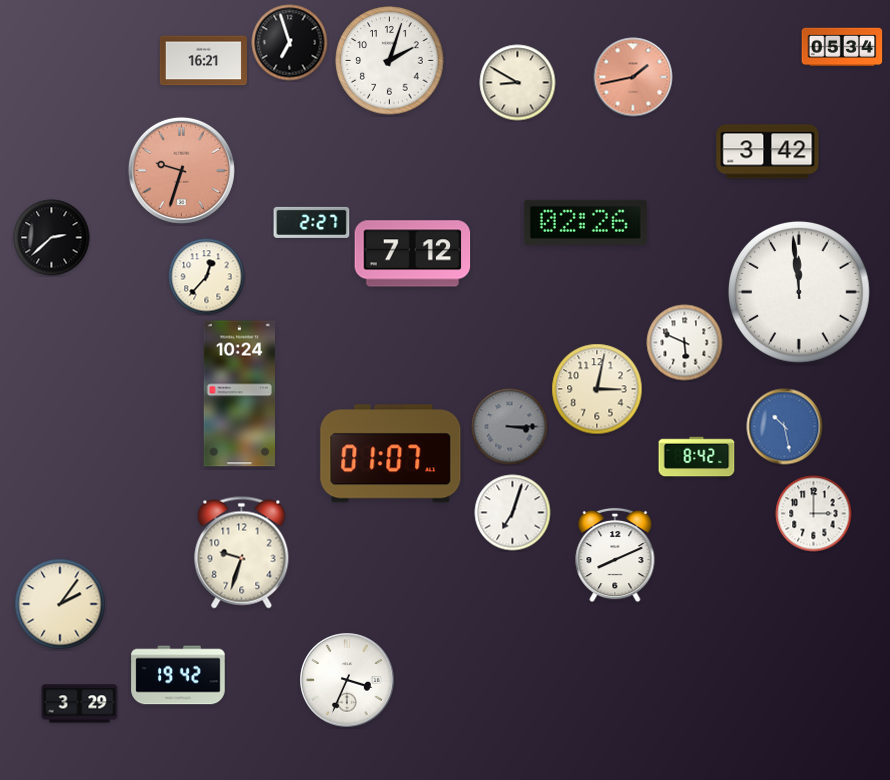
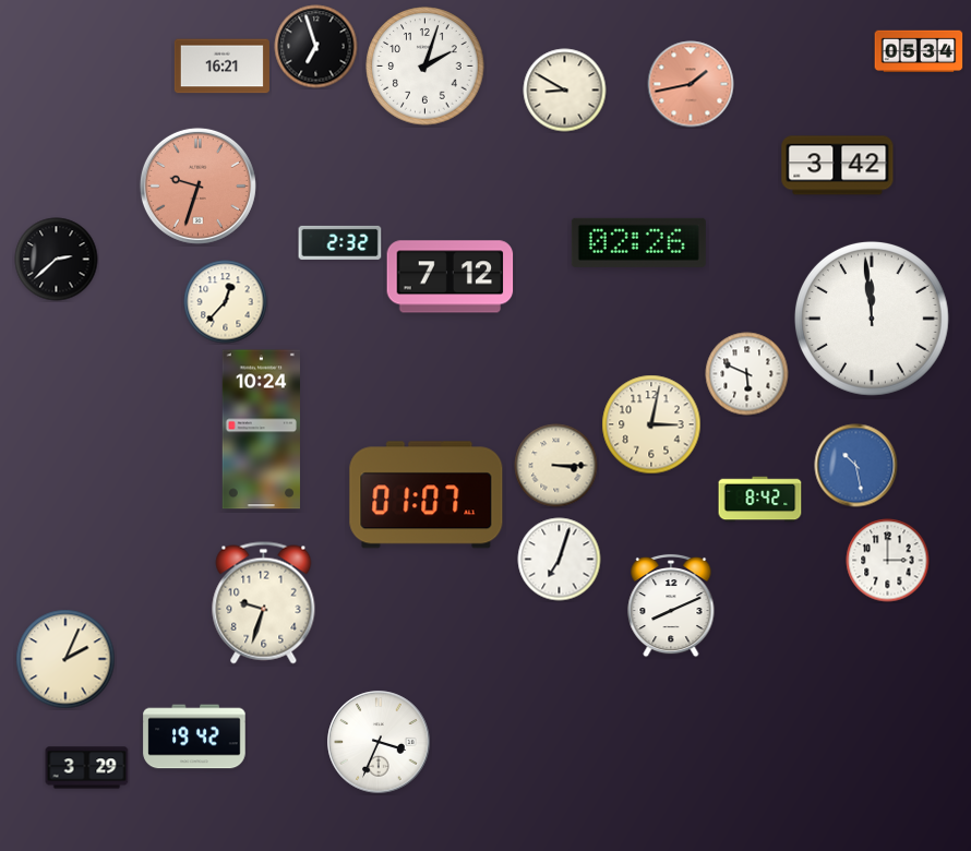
clock at (312, 222): 2:27 -> 2:32
clock at (510, 427) dial: grey -> cream
clock at (60, 604): 2:06 -> 2:04
